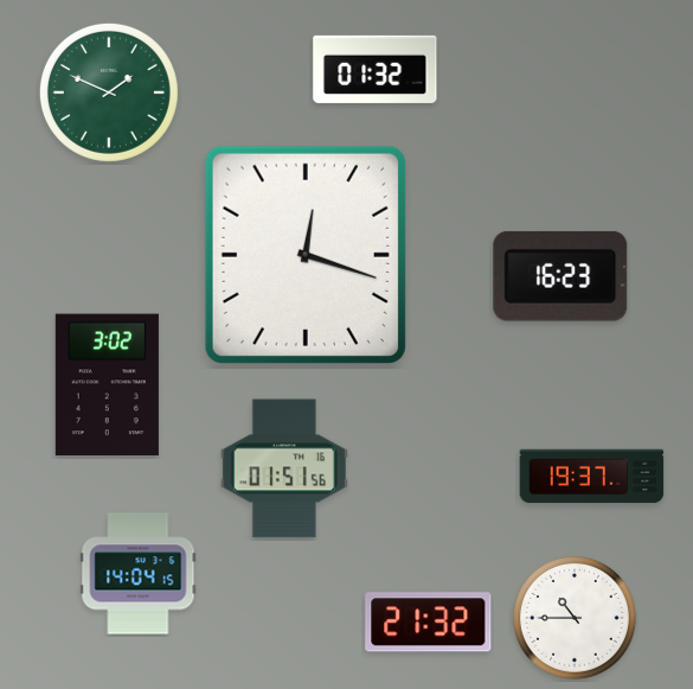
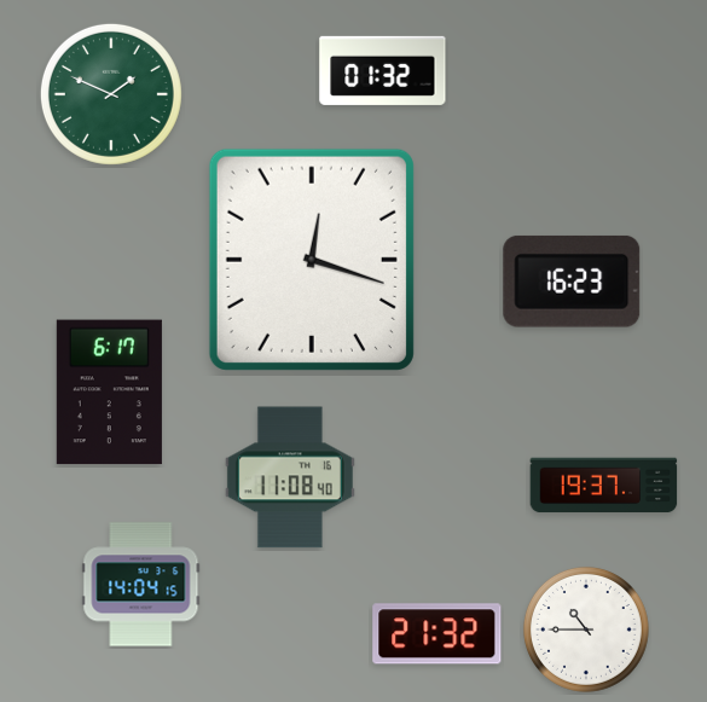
clock at (107, 385): 3:02 -> 6:17
clock at (284, 468): 01:51 -> 11:08
